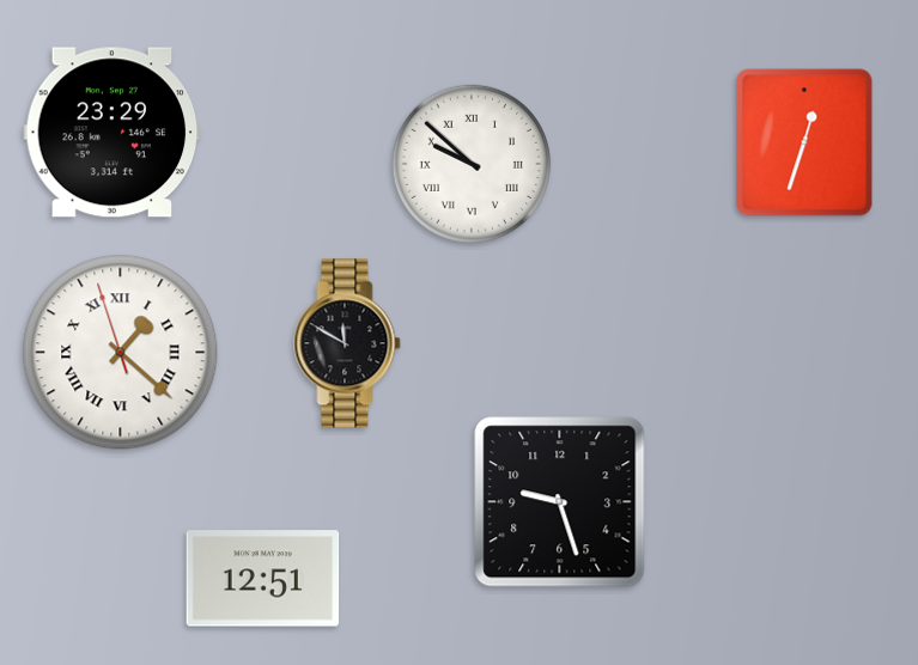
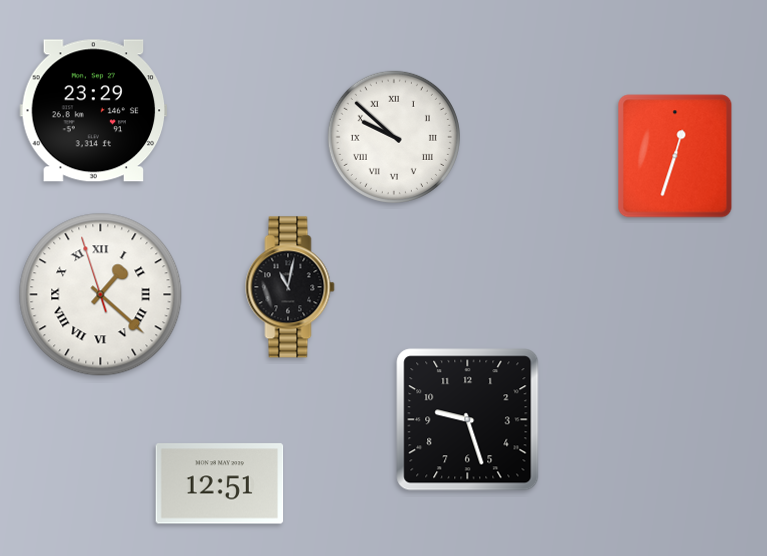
clock at (804, 142) position: (804, 142) -> (675, 156)
clock at (347, 343): 11:50 -> 11:02
